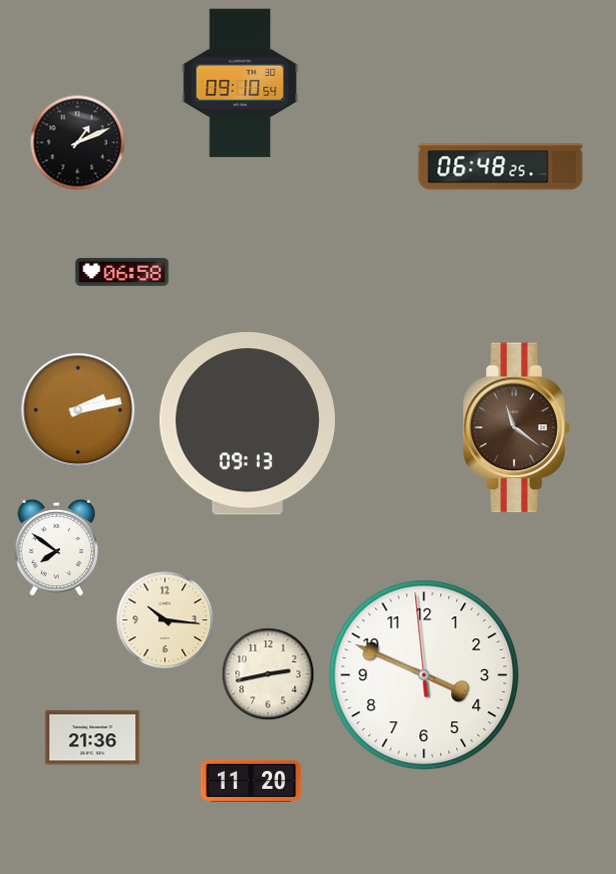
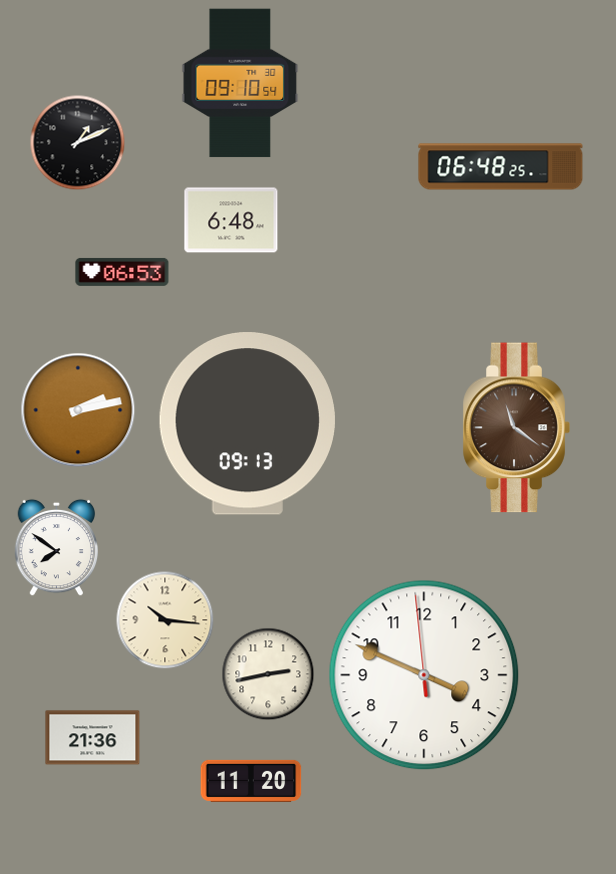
clock at (231, 220): none -> 6:48
clock at (122, 272): 06:58 -> 06:53
